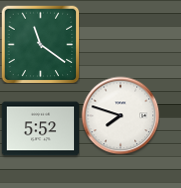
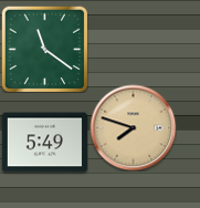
clock at (120, 115) dial: white -> champagne
clock at (40, 129): 5:52 -> 5:49
